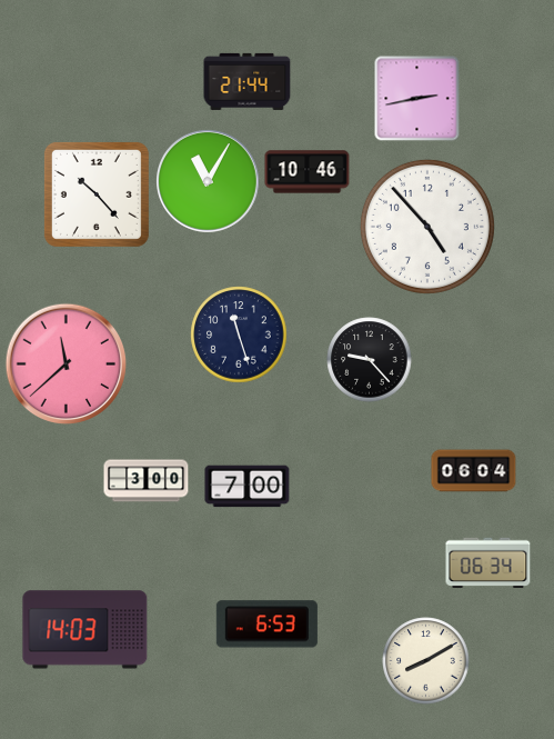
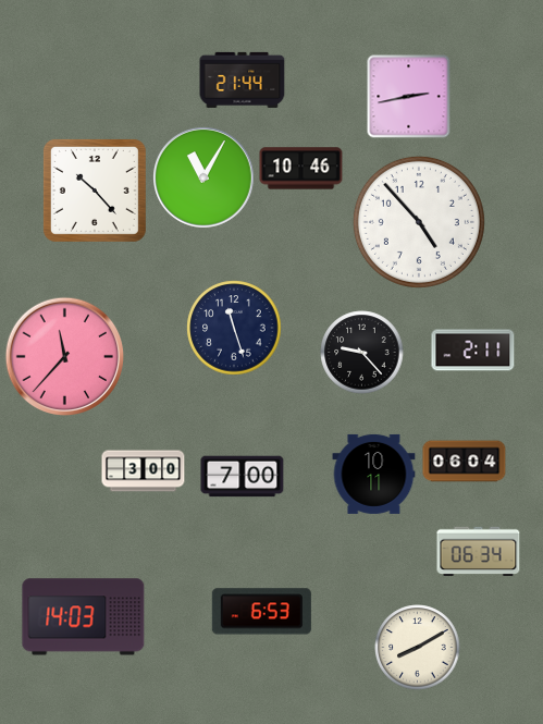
clock at (473, 351): none -> 2:11
clock at (67, 364): 11:38 -> 11:37
clock at (374, 474): none -> 10:11
